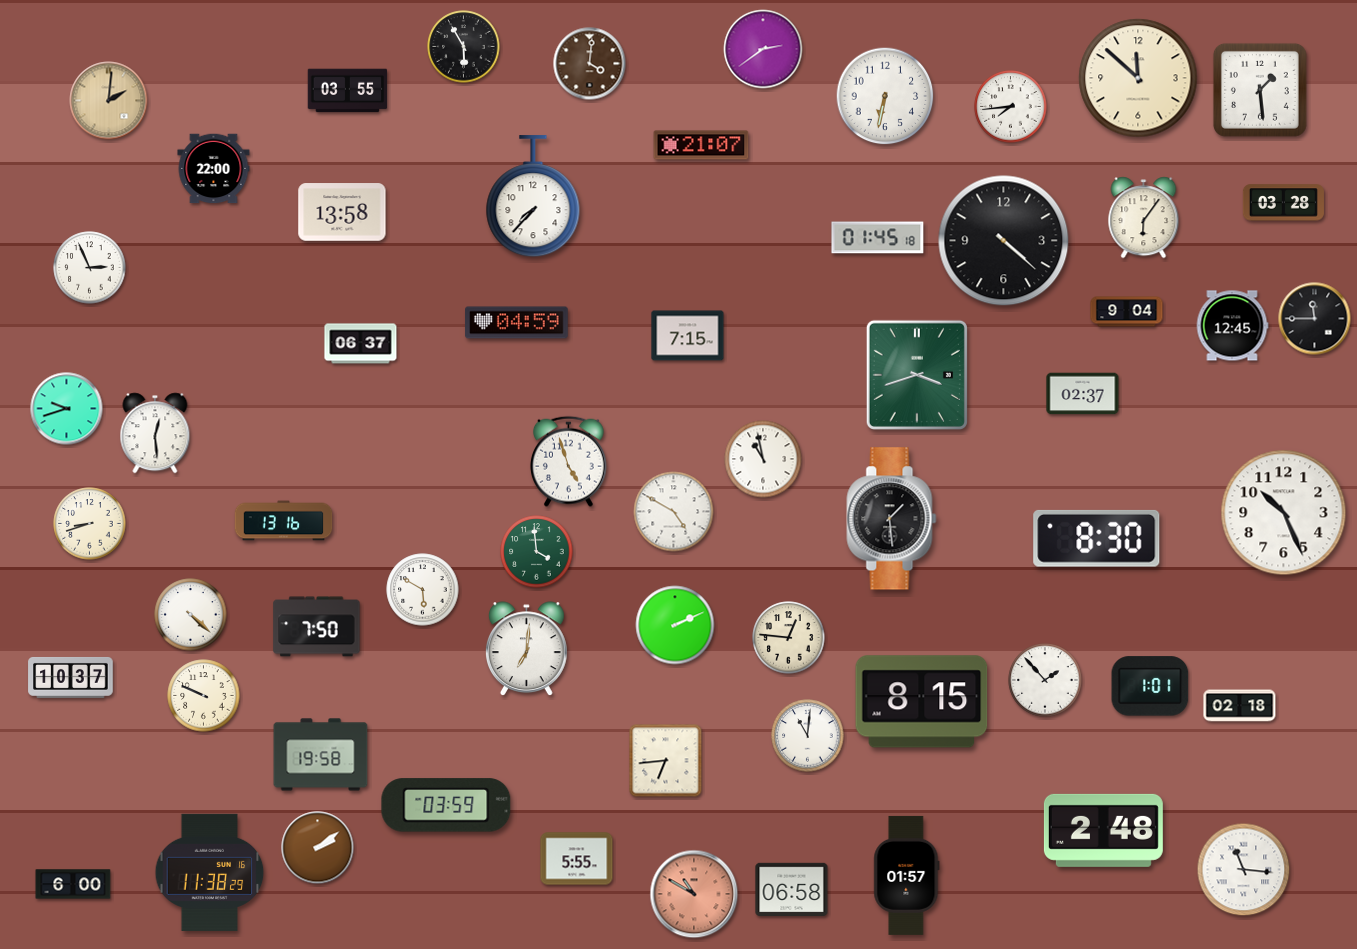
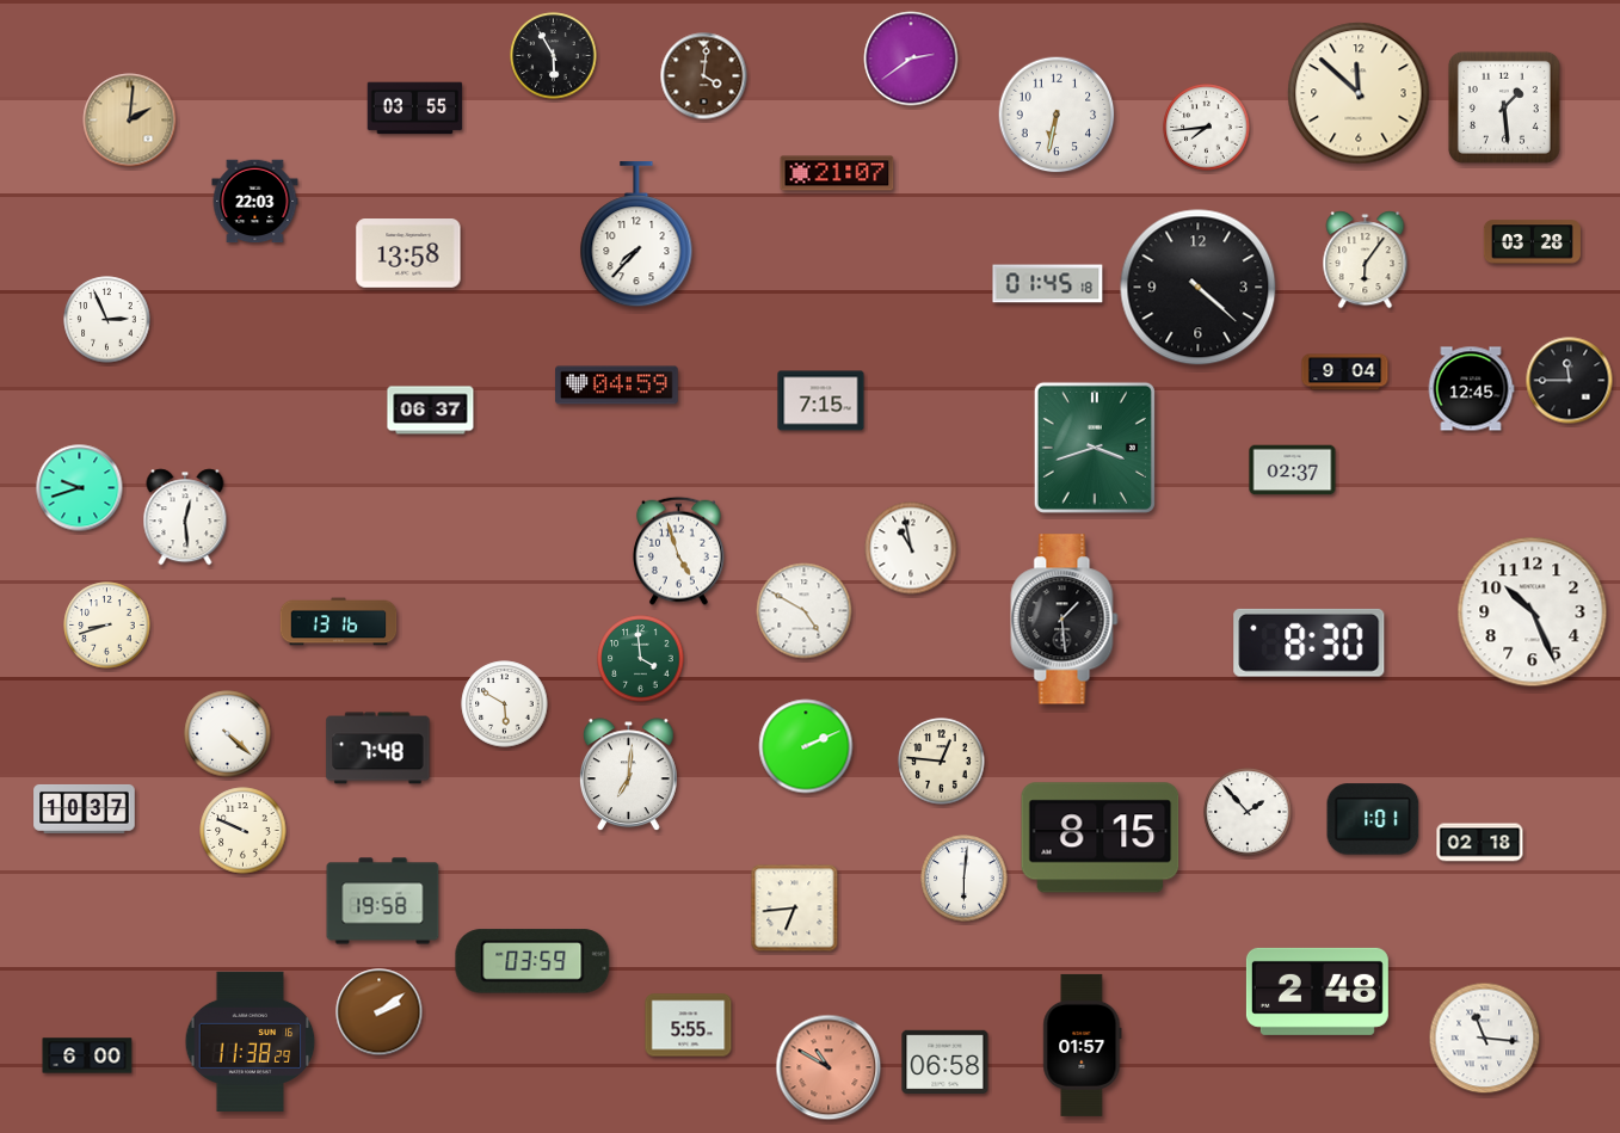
clock at (214, 169): 22:00 -> 22:03
clock at (317, 627): 7:50 -> 7:48
clock at (808, 736): 11:01 -> 6:01
